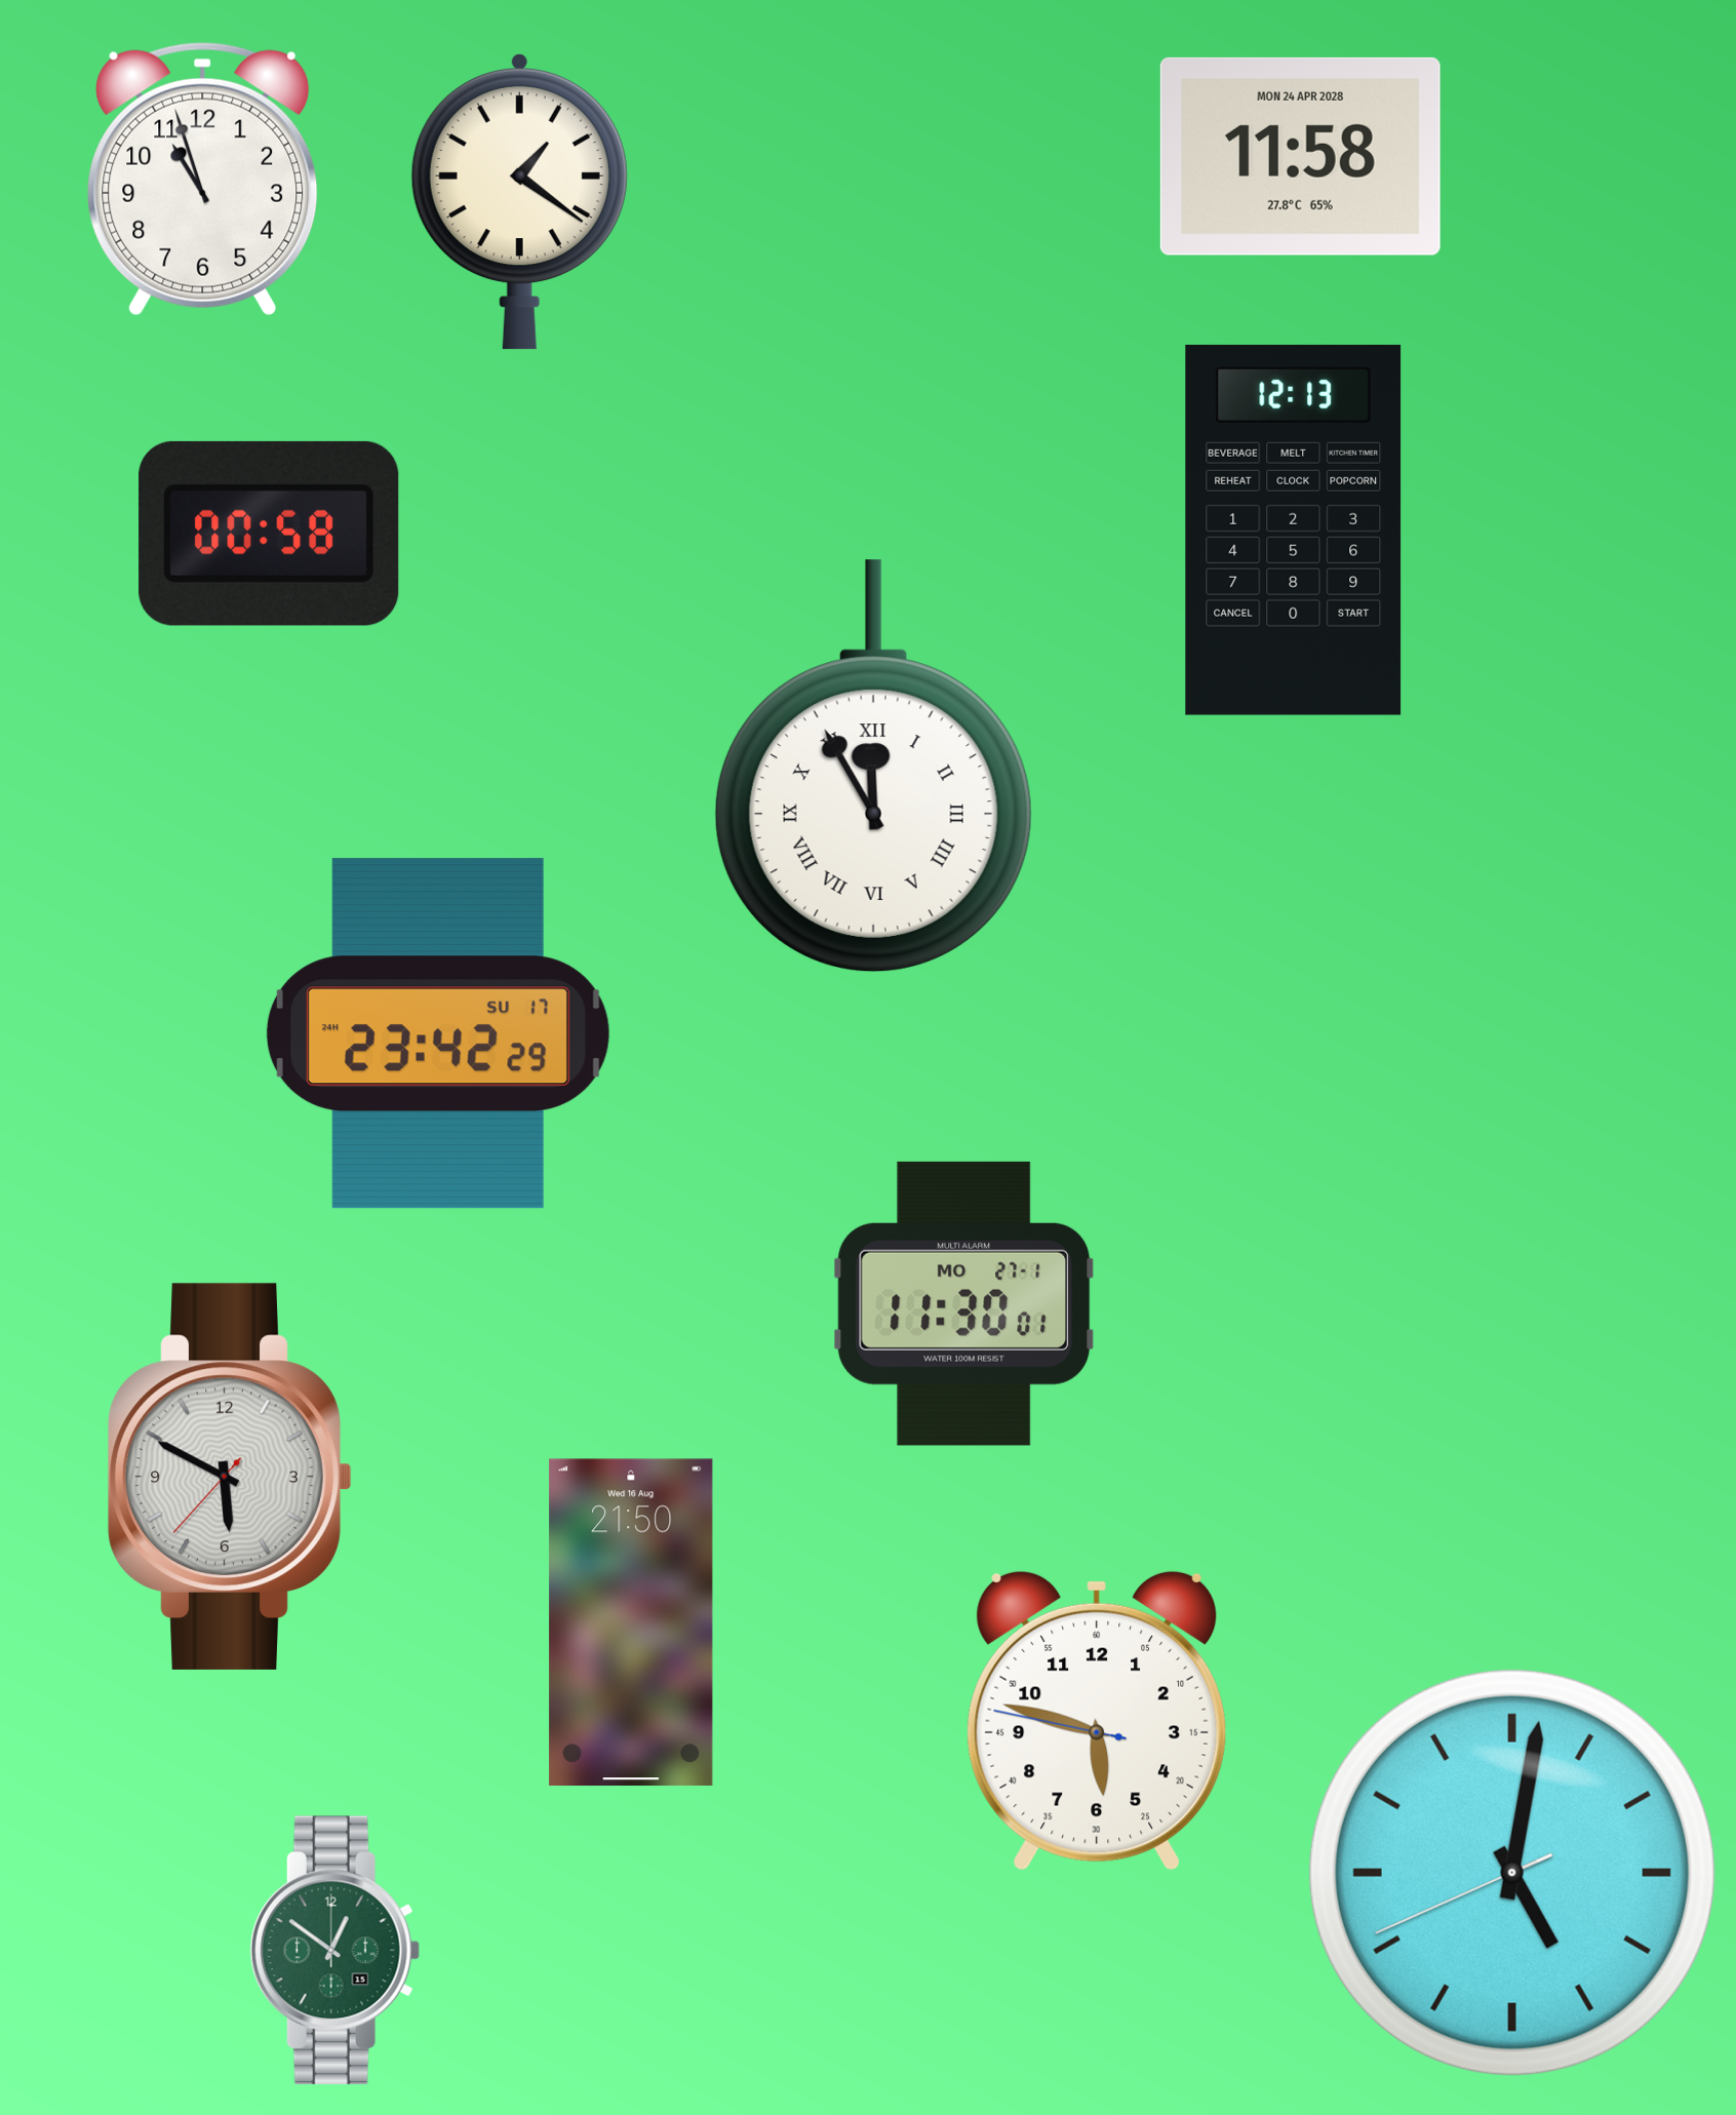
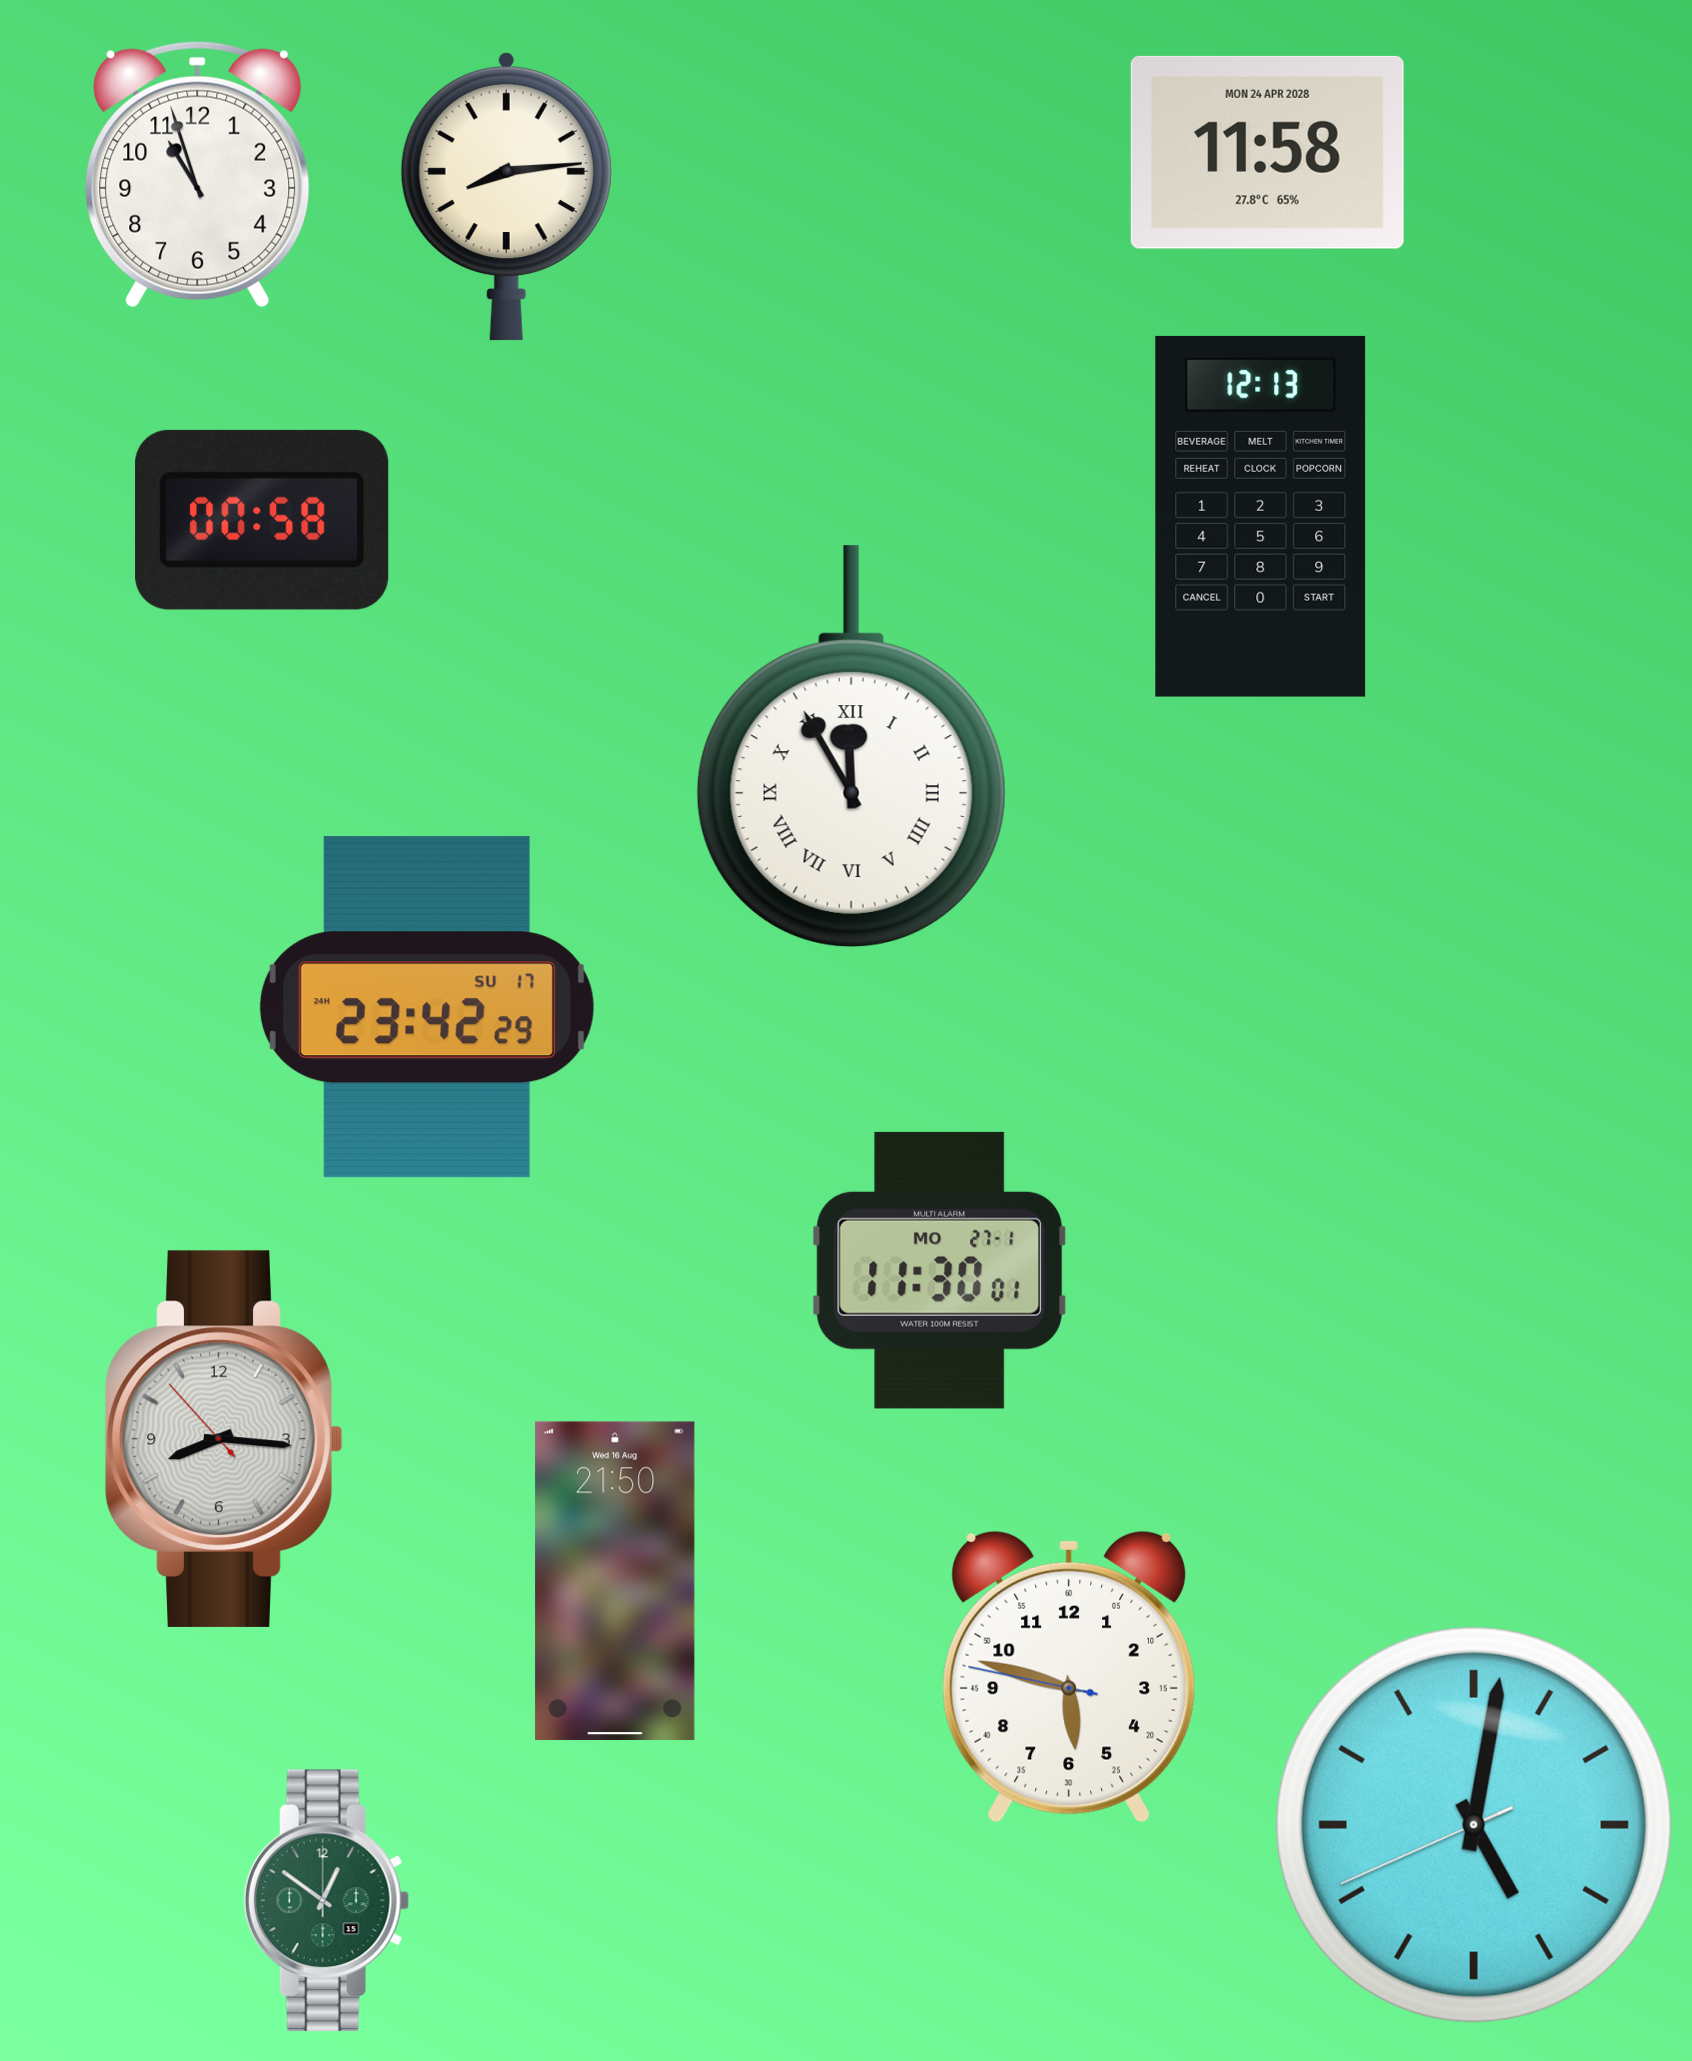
clock at (519, 201): 1:21 -> 8:14
clock at (230, 1477): 5:49 -> 8:15
